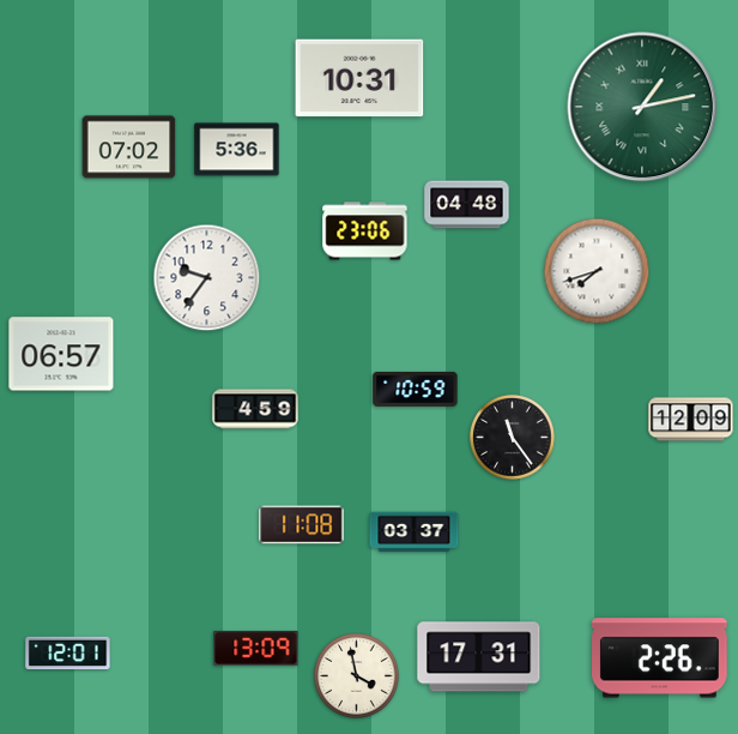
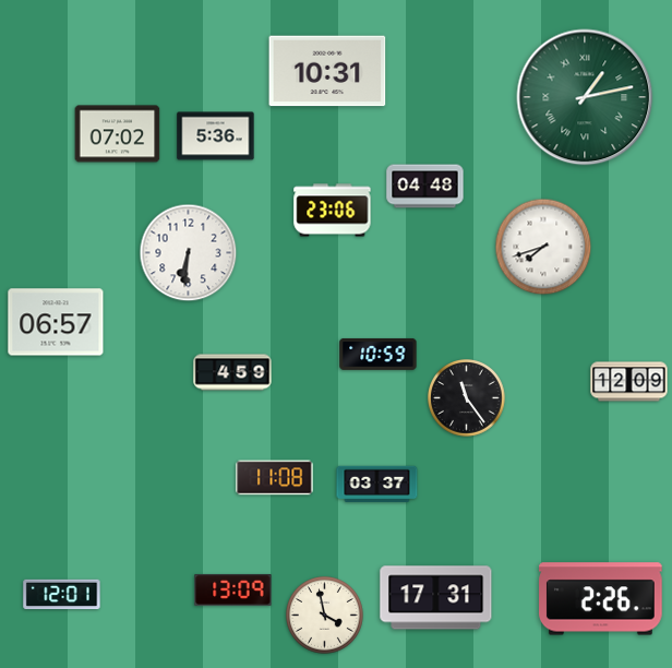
clock at (207, 278): 9:36 -> 6:31
